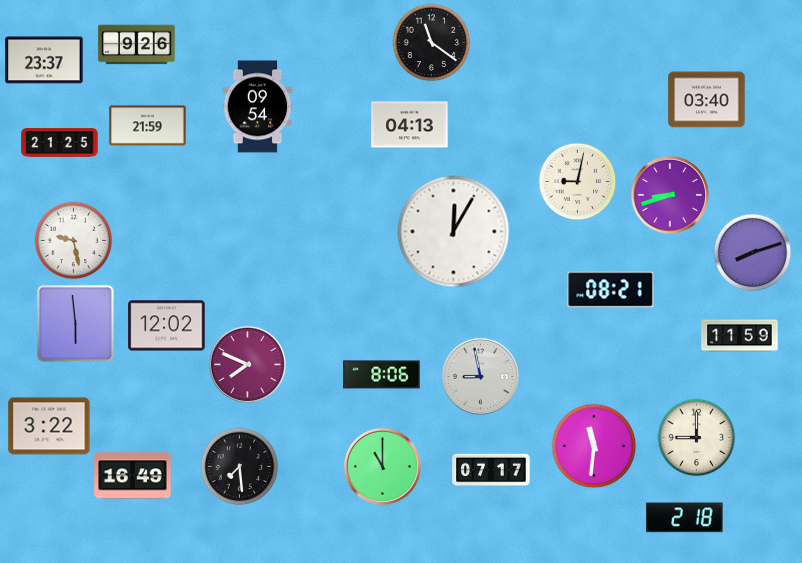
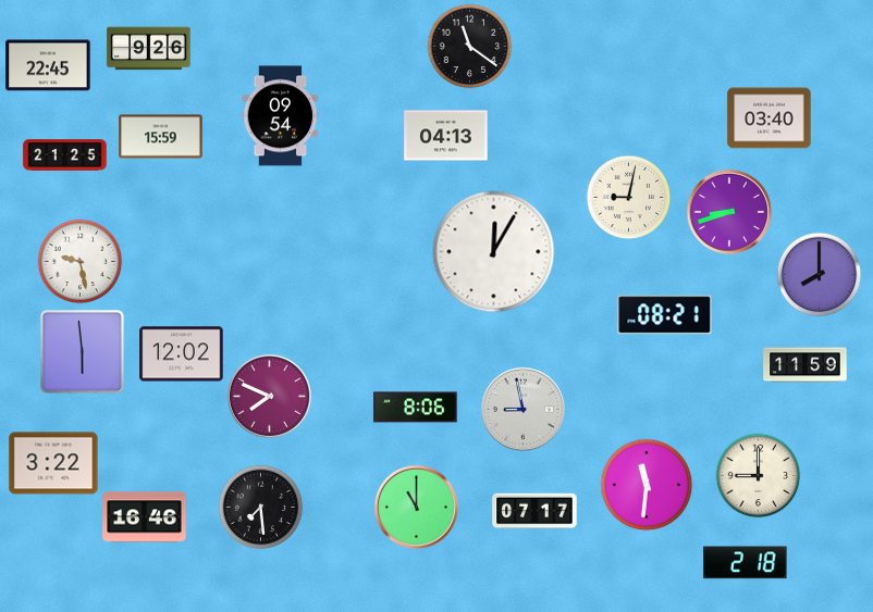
clock at (44, 60): 23:37 -> 22:45
clock at (707, 100) position: (707, 100) -> (770, 118)
clock at (148, 126): 21:59 -> 15:59
clock at (752, 252): 8:12 -> 8:00
clock at (133, 476): 16:49 -> 16:46
